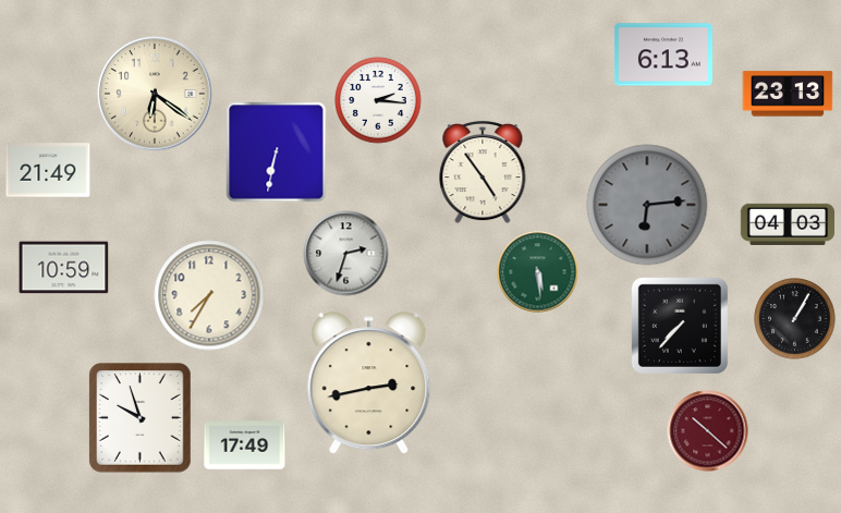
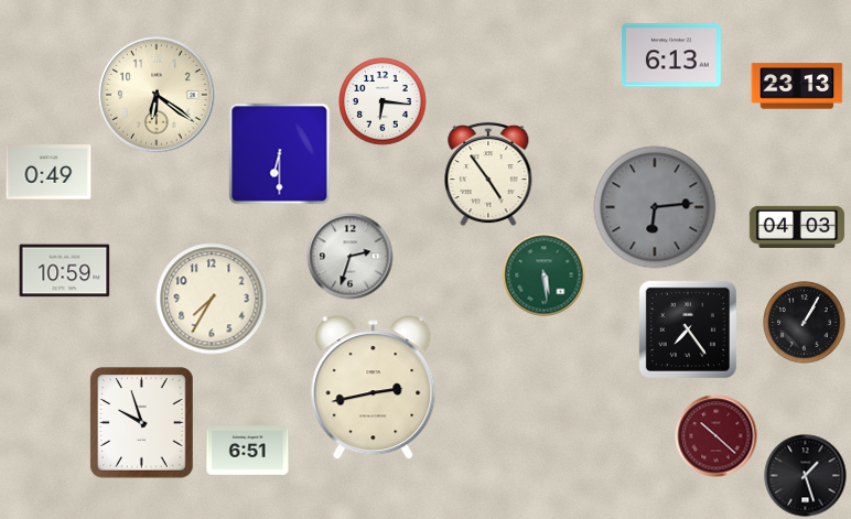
clock at (788, 94) position: (788, 94) -> (797, 86)
clock at (378, 100): 2:16 -> 6:16
clock at (277, 152): 6:32 -> 6:30
clock at (48, 170): 21:49 -> 0:49
clock at (680, 326): 7:37 -> 7:24
clock at (245, 445): 17:49 -> 6:51
clock at (806, 476): none -> 1:27
